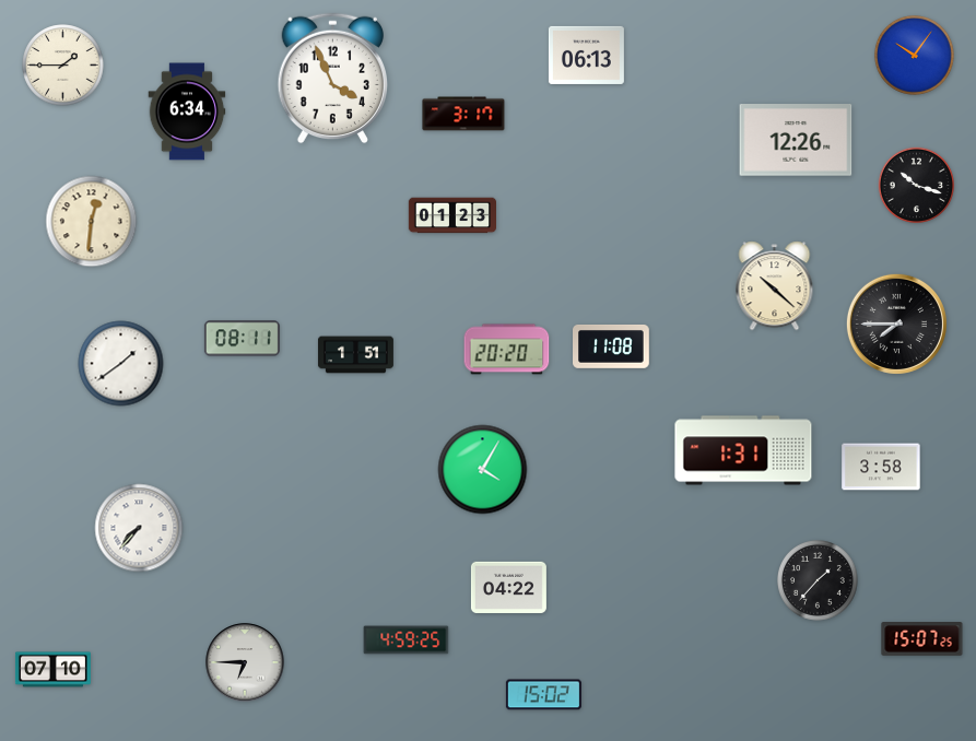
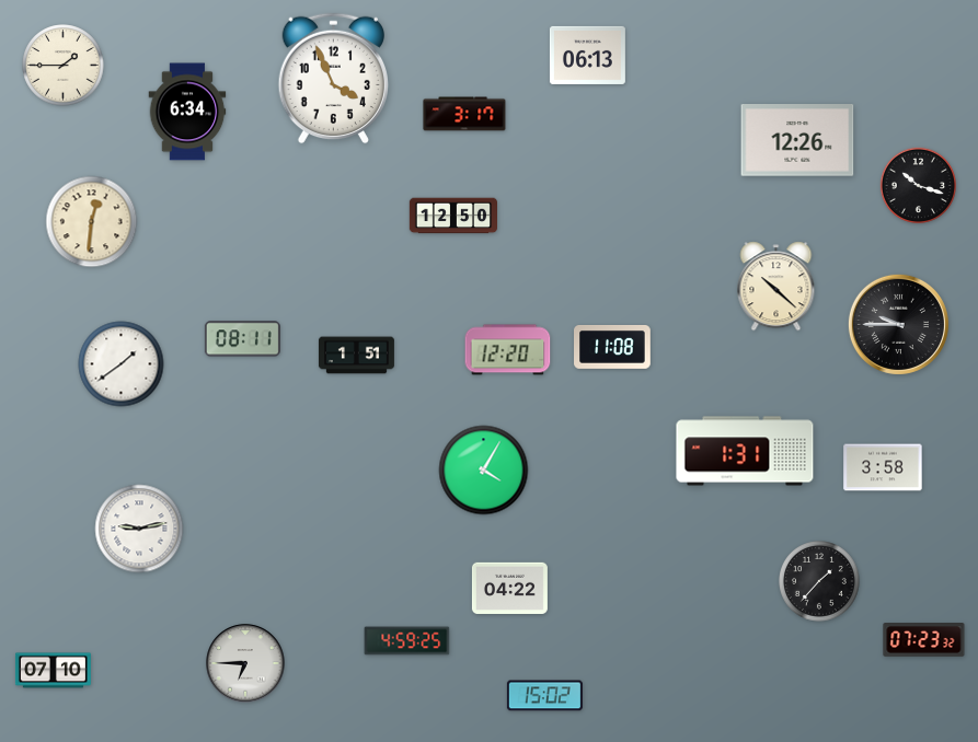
clock at (914, 55): 10:06 -> none
clock at (451, 215): 01:23 -> 12:50
clock at (896, 324): 7:45 -> 9:45
clock at (507, 350): 20:20 -> 12:20
clock at (139, 528): 7:37 -> 9:13
clock at (922, 639): 15:07 -> 07:23
